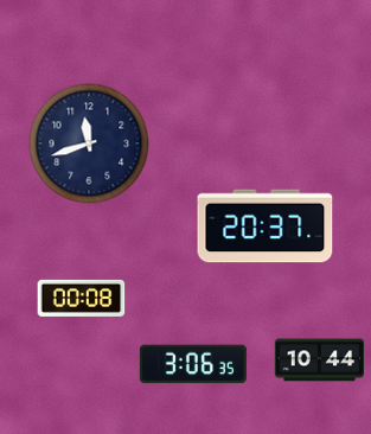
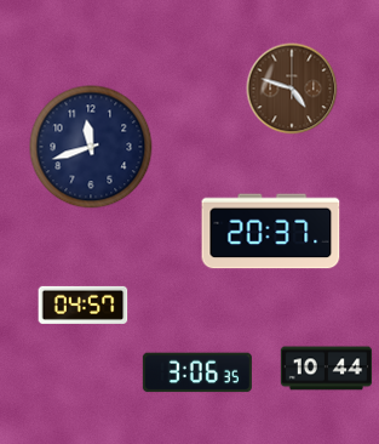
clock at (292, 89): none -> 4:48
clock at (82, 298): 00:08 -> 04:57
